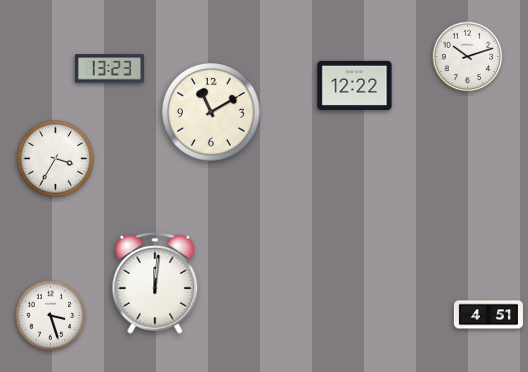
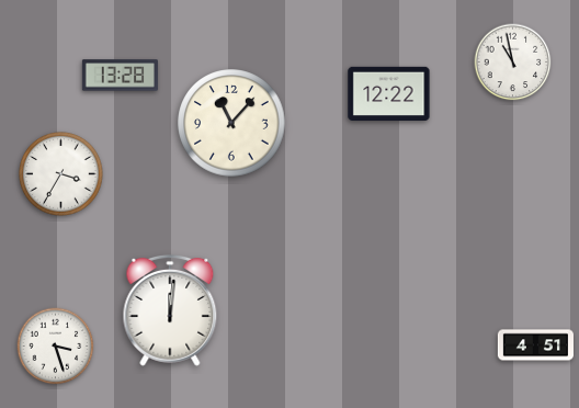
clock at (468, 57): 10:12 -> 10:58
clock at (109, 69): 13:23 -> 13:28
clock at (211, 112): 11:10 -> 11:07
